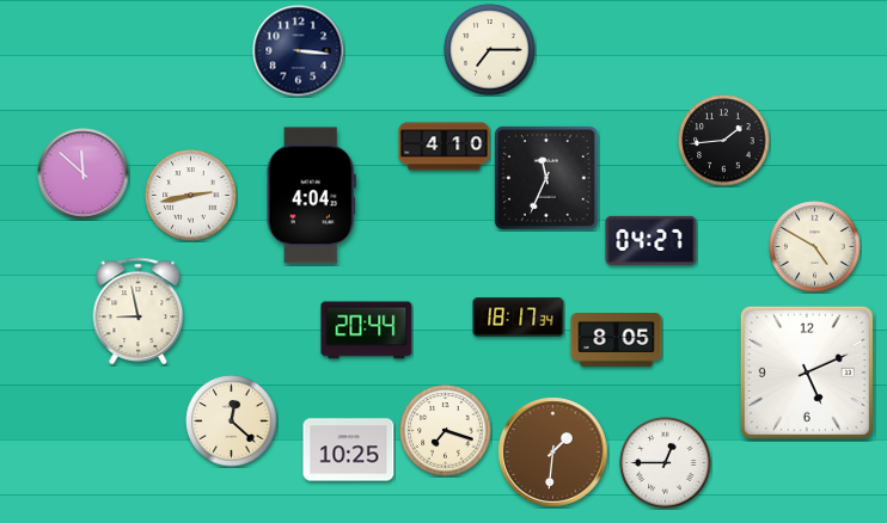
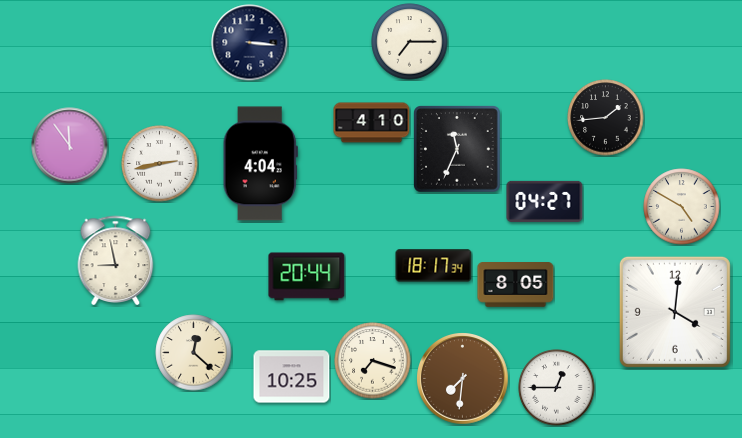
clock at (84, 174): 11:52 -> 11:54
clock at (807, 373): 5:11 -> 4:01
clock at (553, 453): 1:31 -> 7:31
